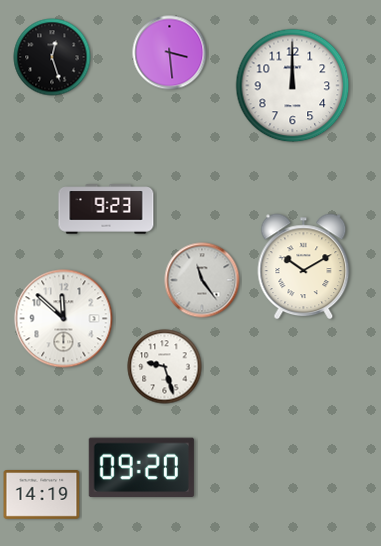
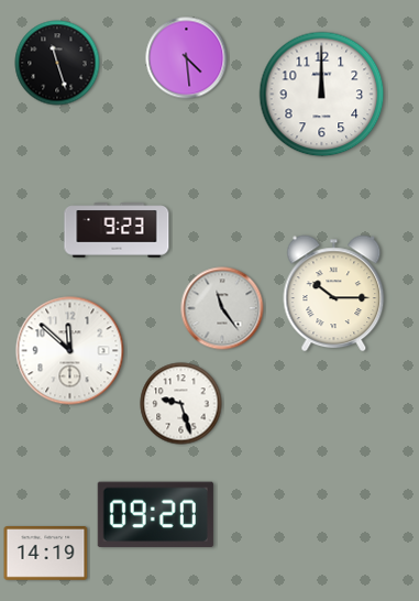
clock at (170, 53): 3:29 -> 4:29
clock at (52, 57): 12:27 -> 11:27
clock at (304, 267): 10:10 -> 10:15
clock at (42, 495) position: (42, 495) -> (46, 554)
